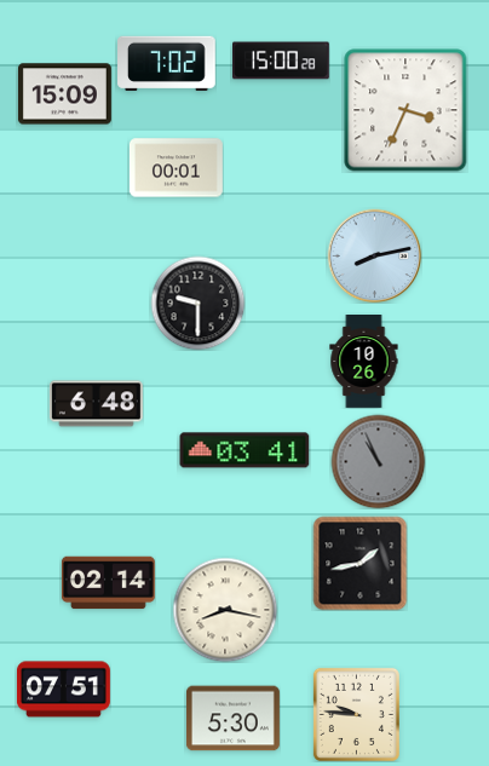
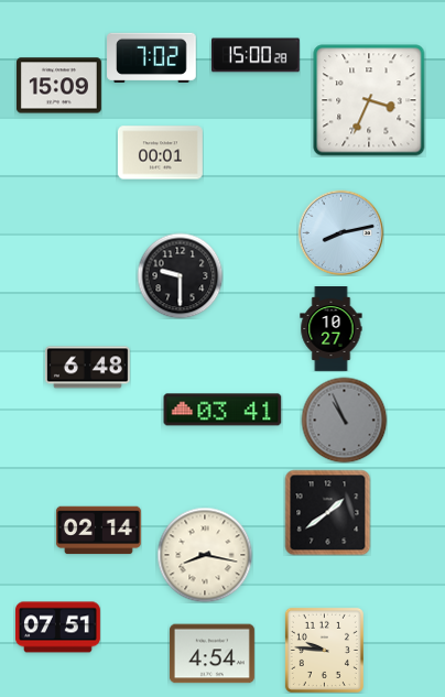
clock at (364, 362): 10:26 -> 10:27
clock at (359, 563): 1:43 -> 1:39
clock at (232, 719): 5:30 -> 4:54
